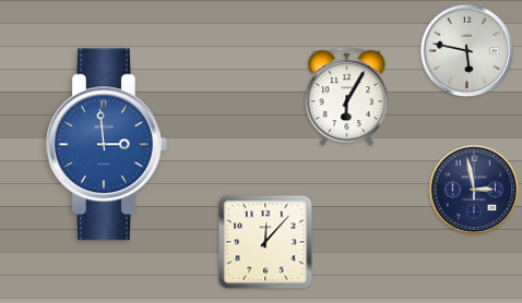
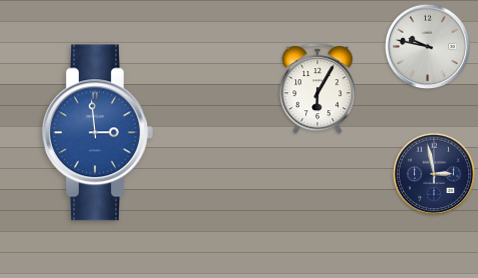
clock at (467, 51): 5:47 -> 9:47
clock at (265, 242): 12:07 -> none
